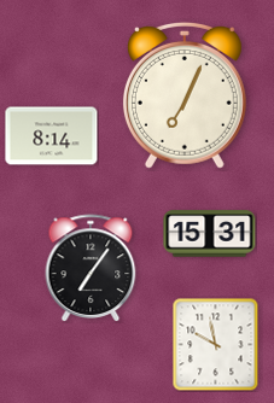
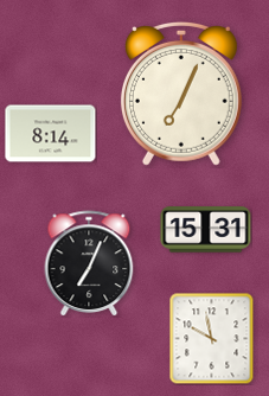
clock at (91, 268): 7:06 -> 7:04
